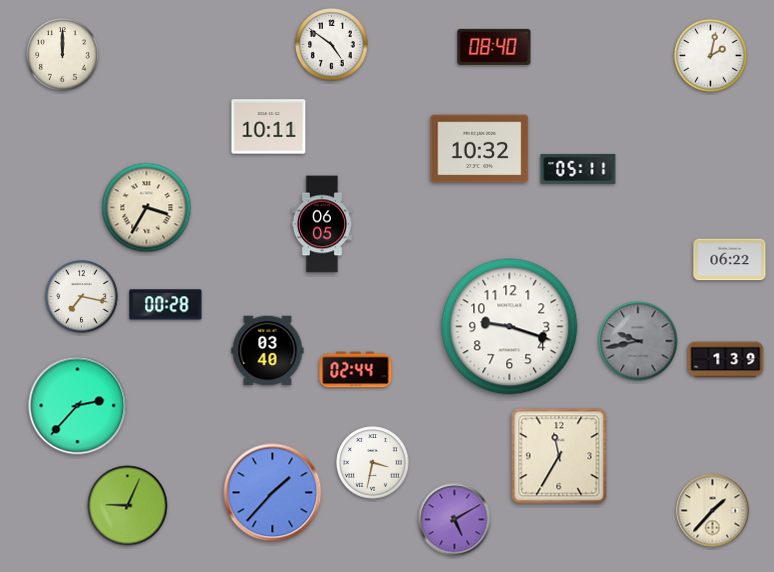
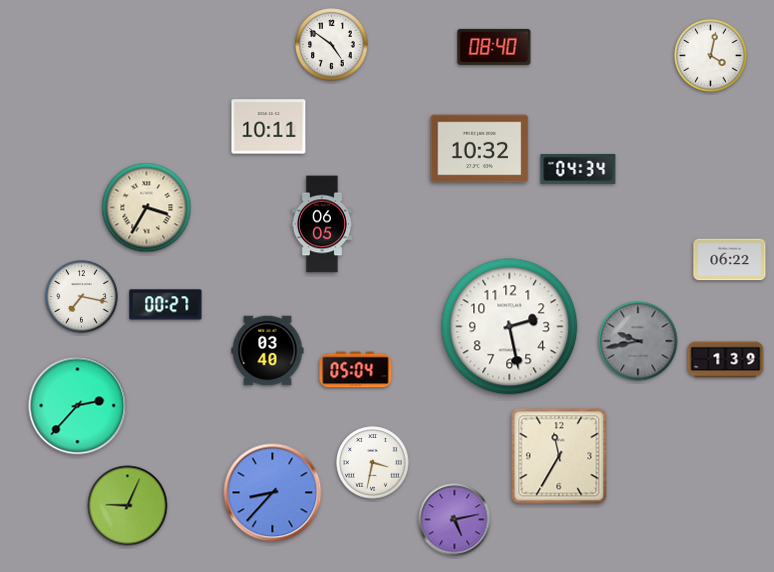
clock at (63, 55): 12:00 -> none
clock at (711, 56): 2:02 -> 4:02
clock at (578, 169): 05:11 -> 04:34
clock at (166, 305): 00:28 -> 00:27
clock at (510, 327): 9:18 -> 2:28
clock at (356, 370): 02:44 -> 05:04
clock at (273, 493): 1:37 -> 8:37
clock at (713, 511): 1:37 -> none
clock at (455, 520): 5:10 -> 5:13
